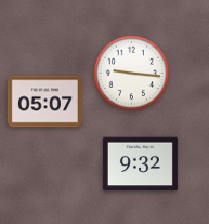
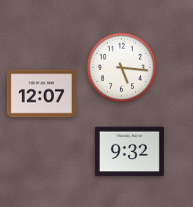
clock at (132, 74): 9:16 -> 5:16
clock at (44, 102): 05:07 -> 12:07
